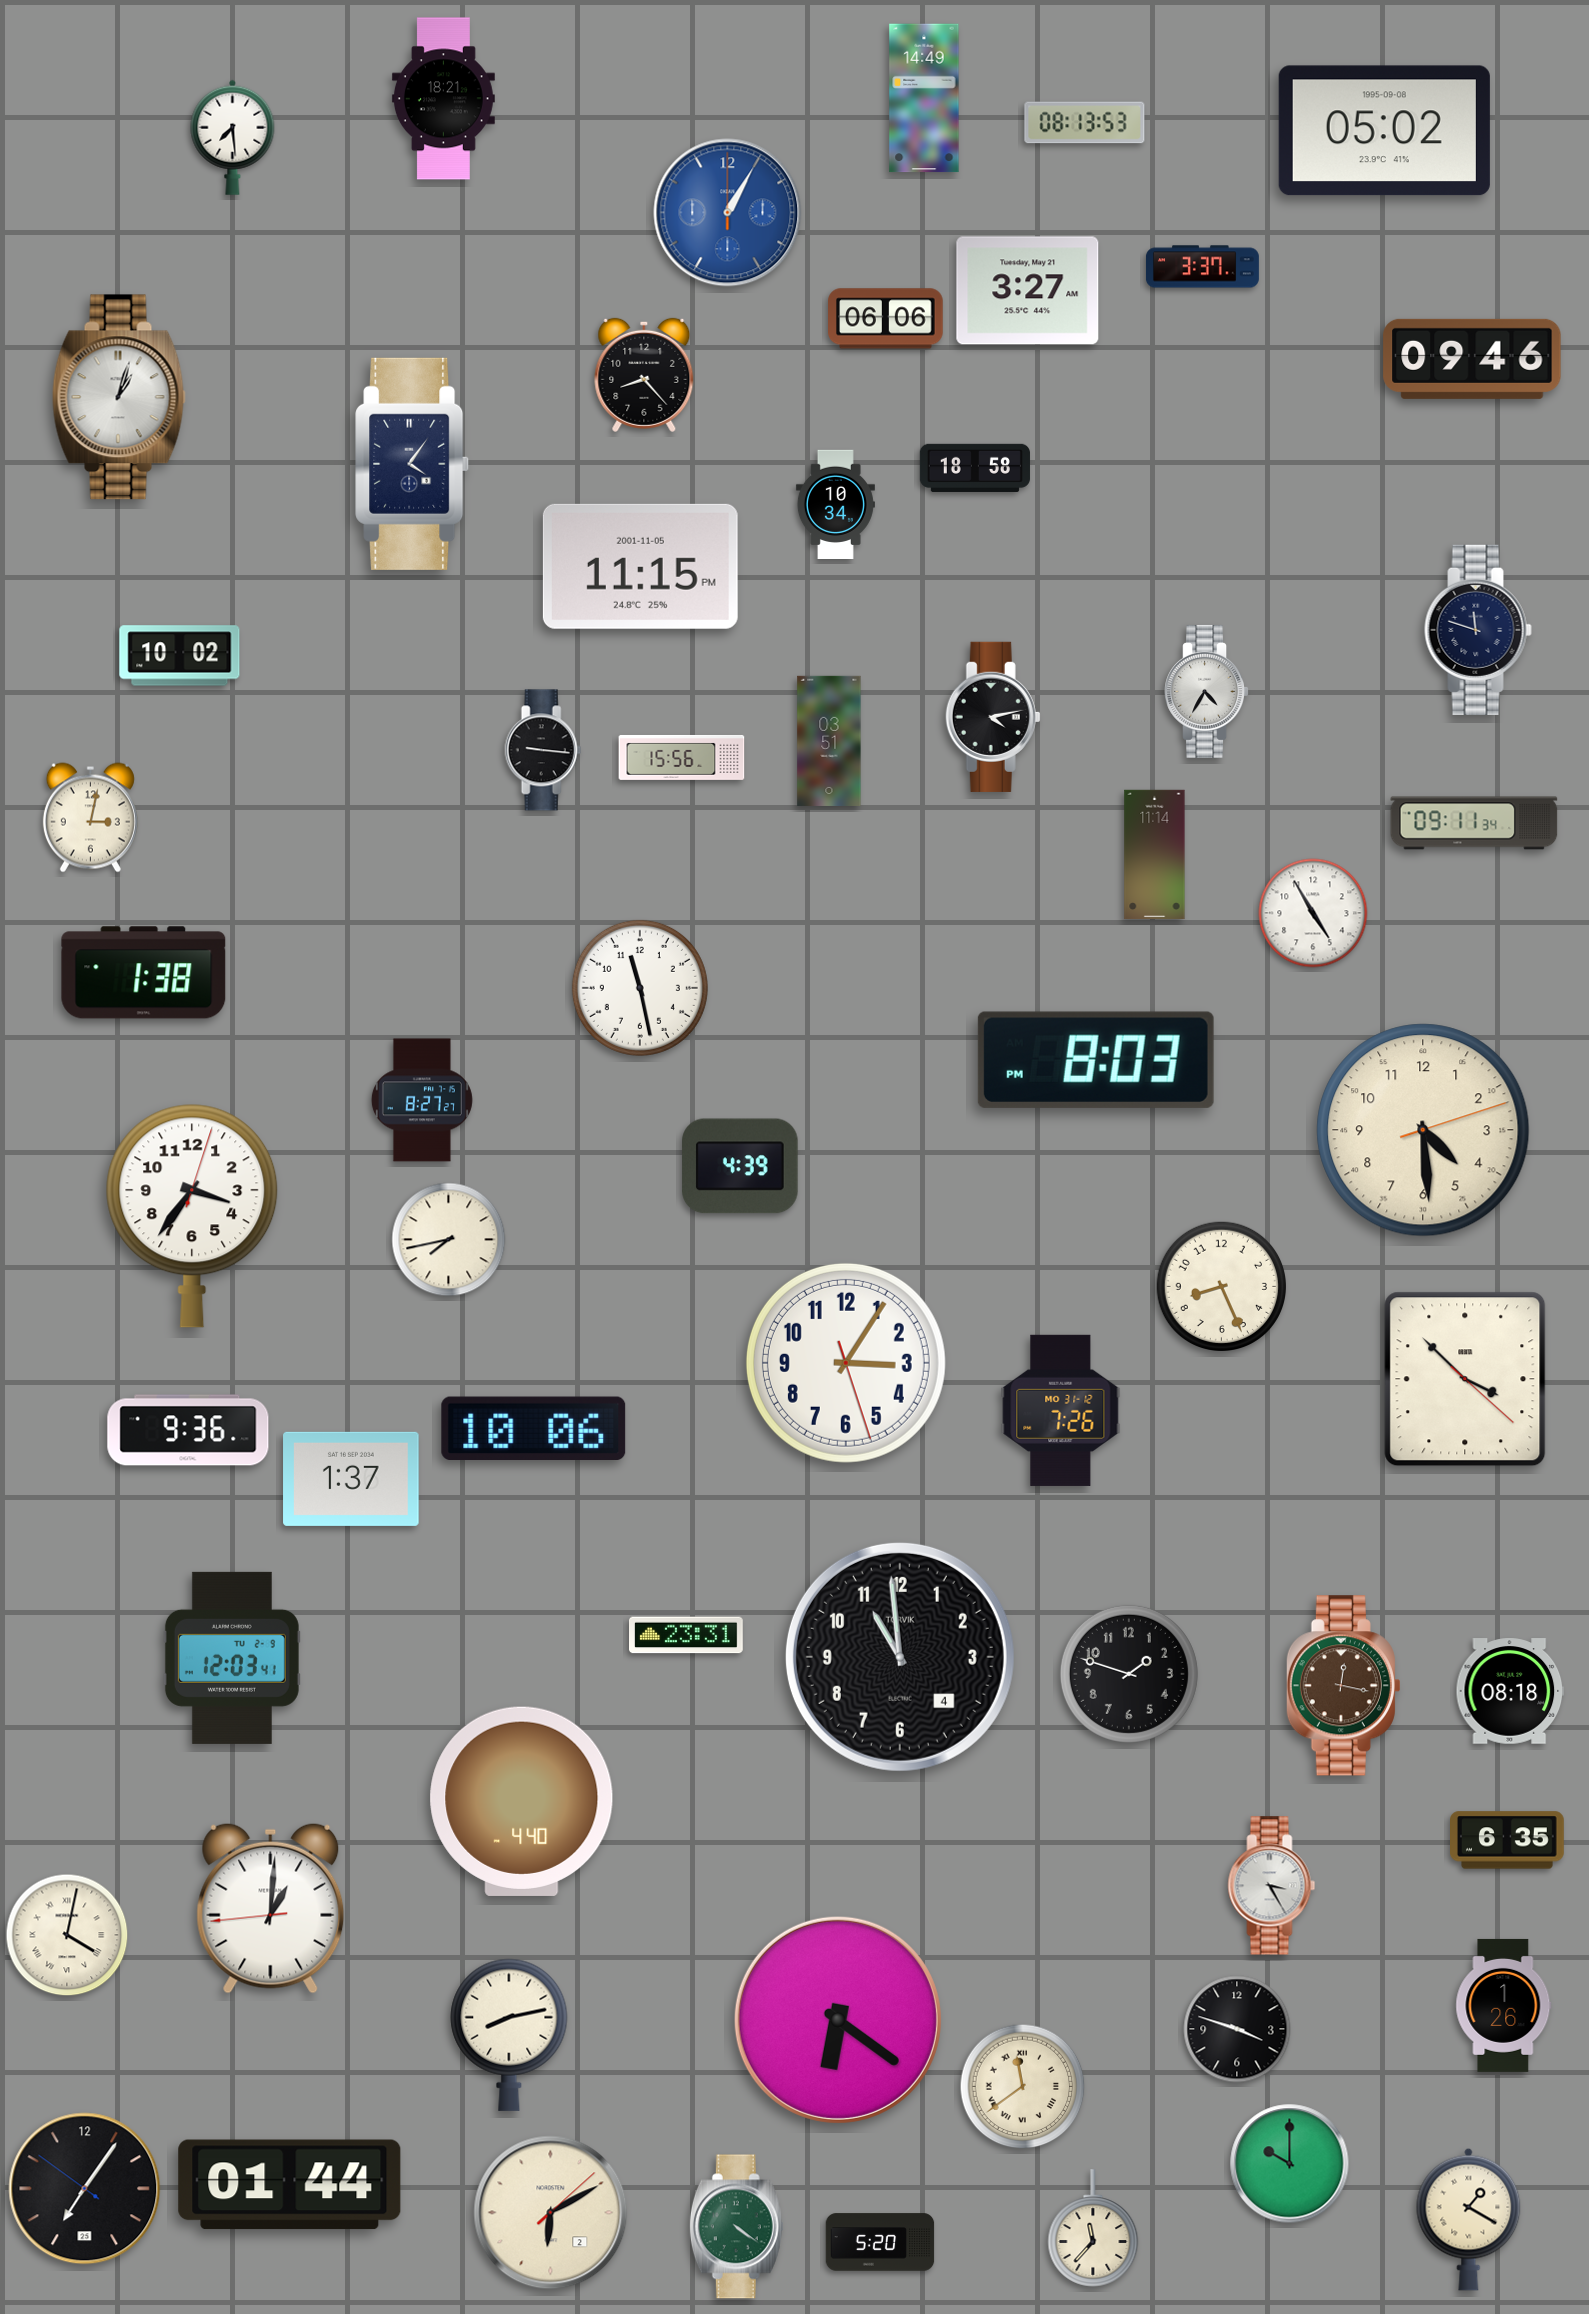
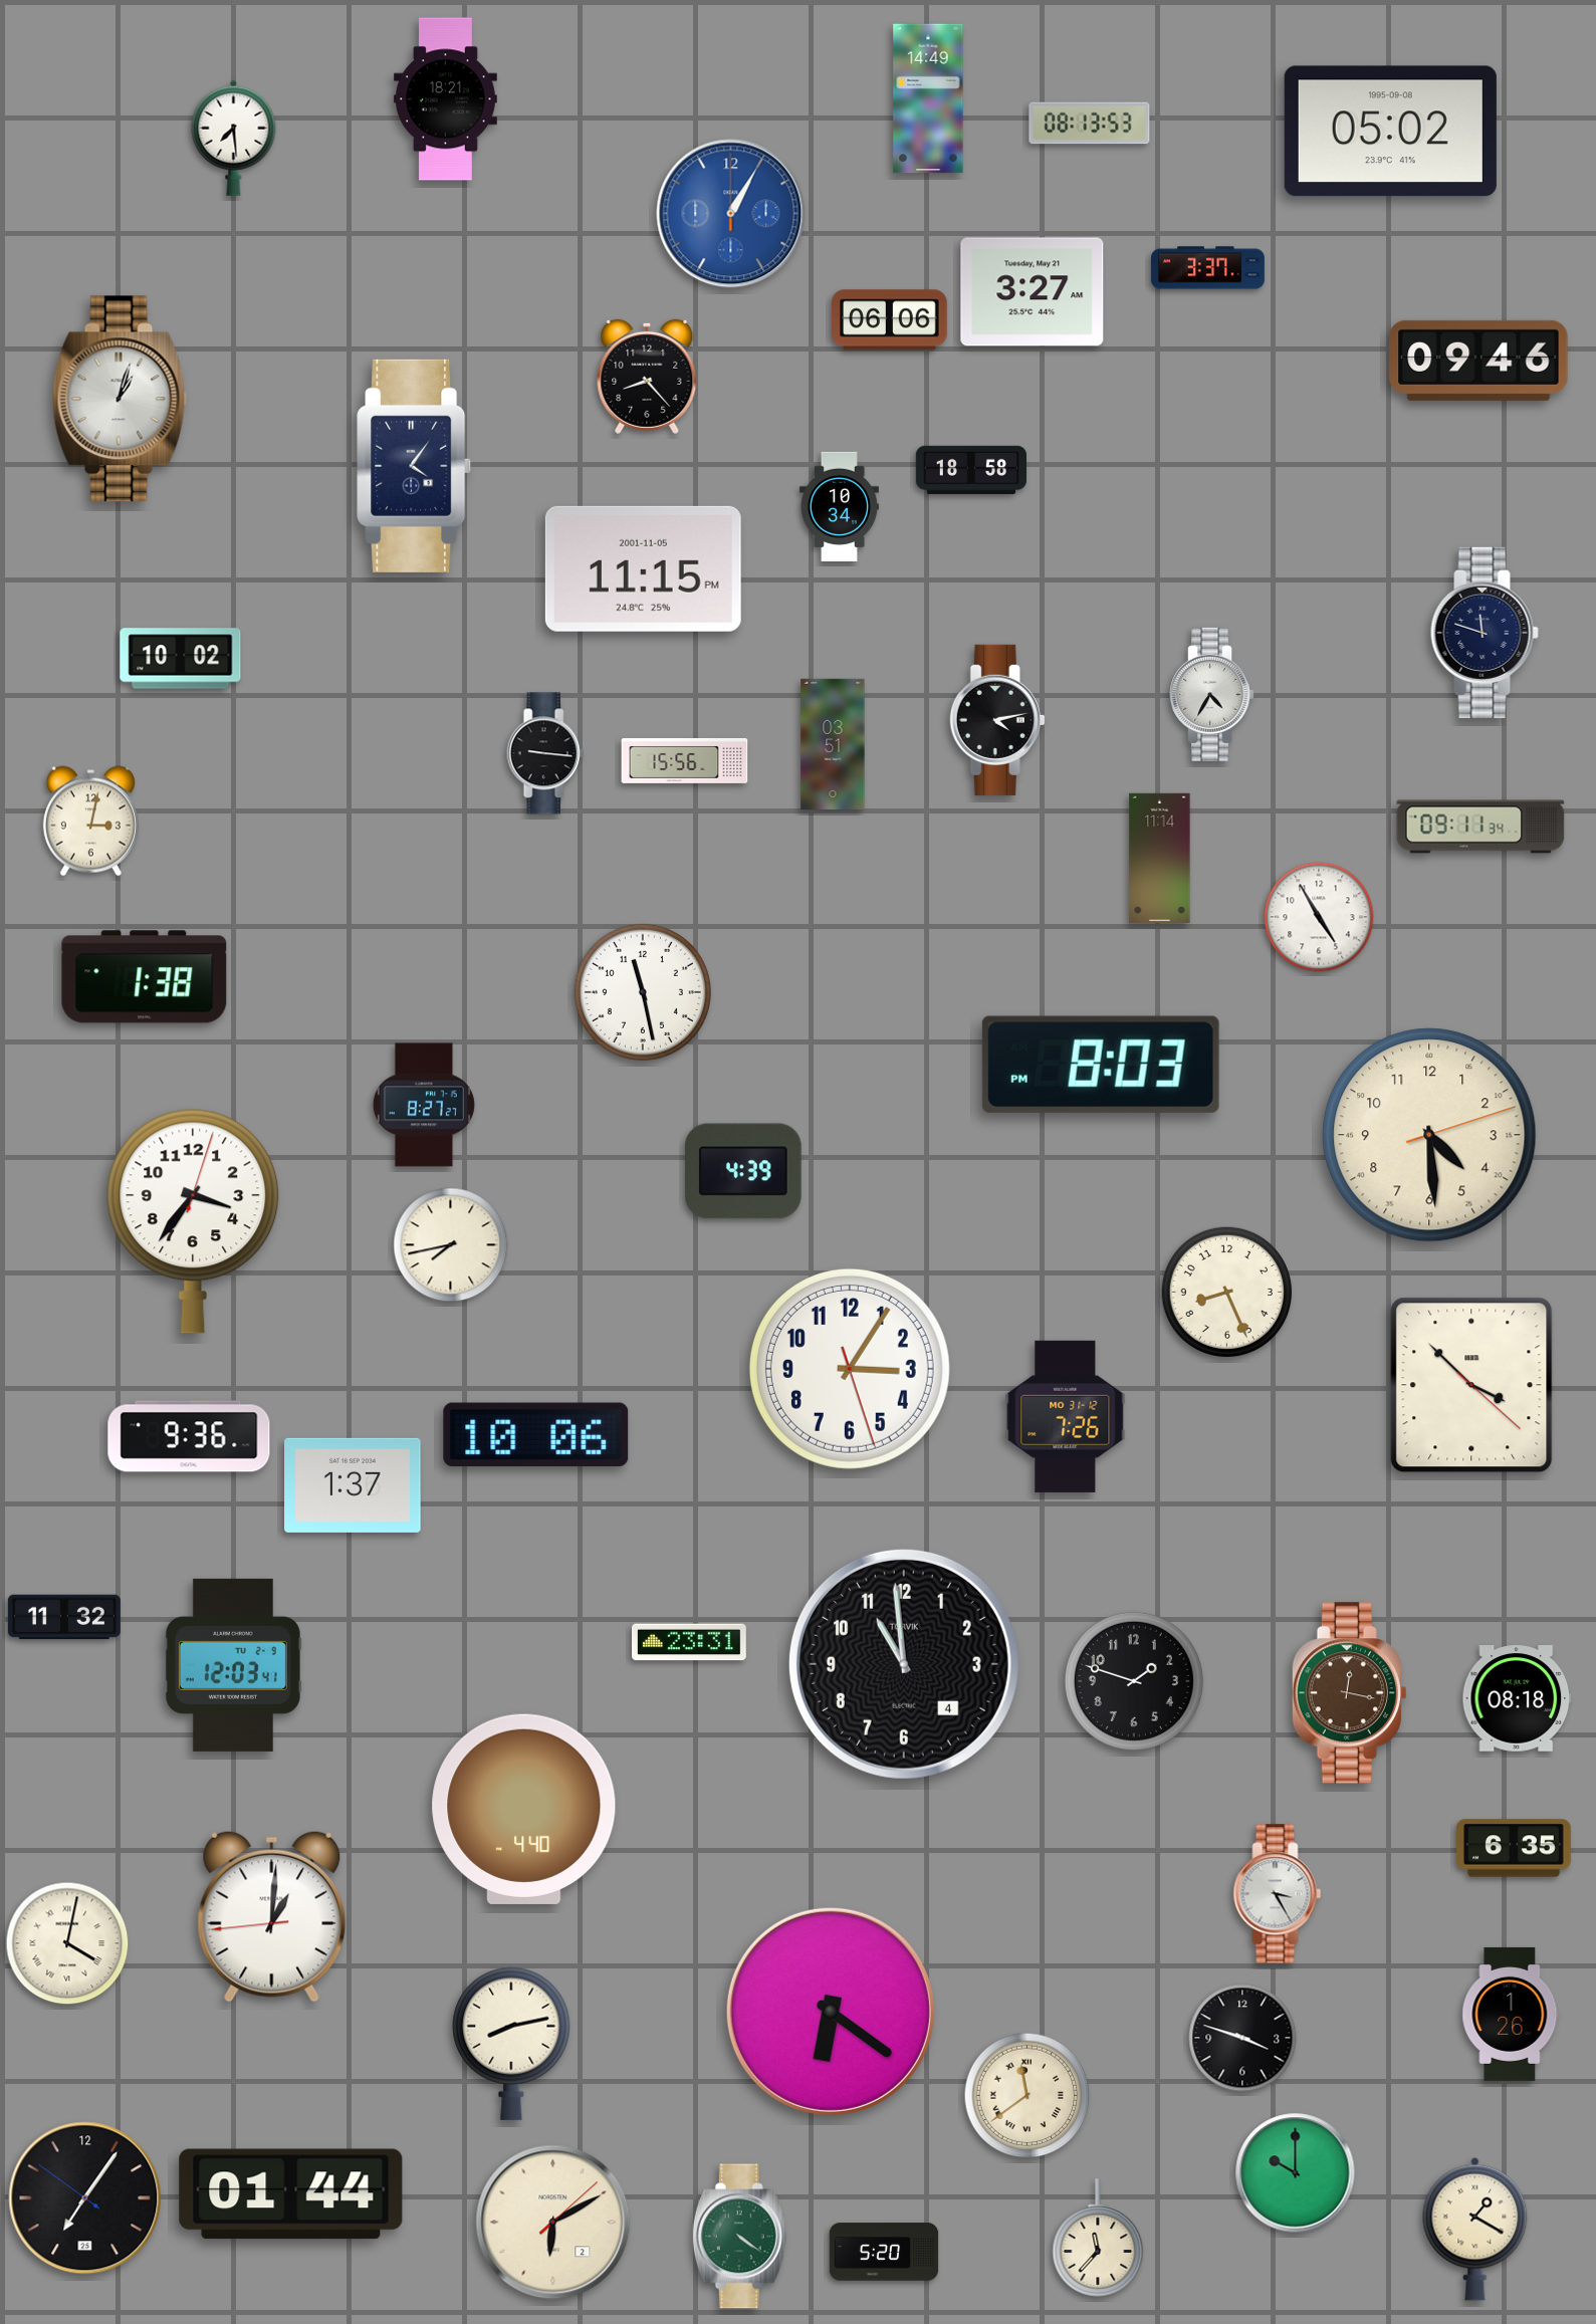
clock at (975, 468) position: (975, 468) -> (971, 470)
clock at (64, 1617): none -> 11:32
clock at (838, 2020) position: (838, 2020) -> (831, 2012)
